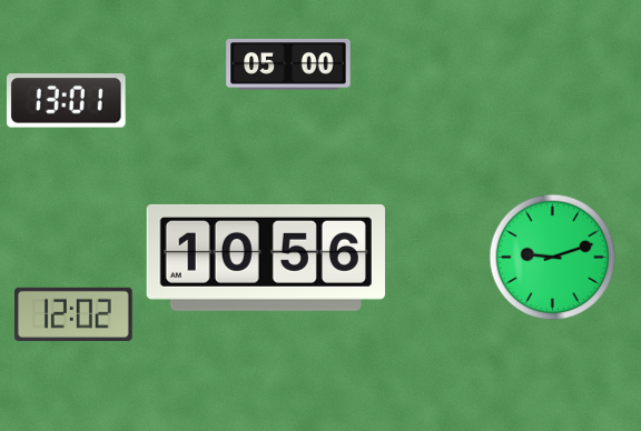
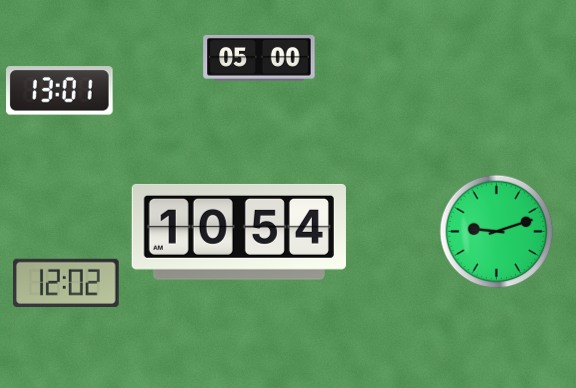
clock at (266, 258): 10:56 -> 10:54
